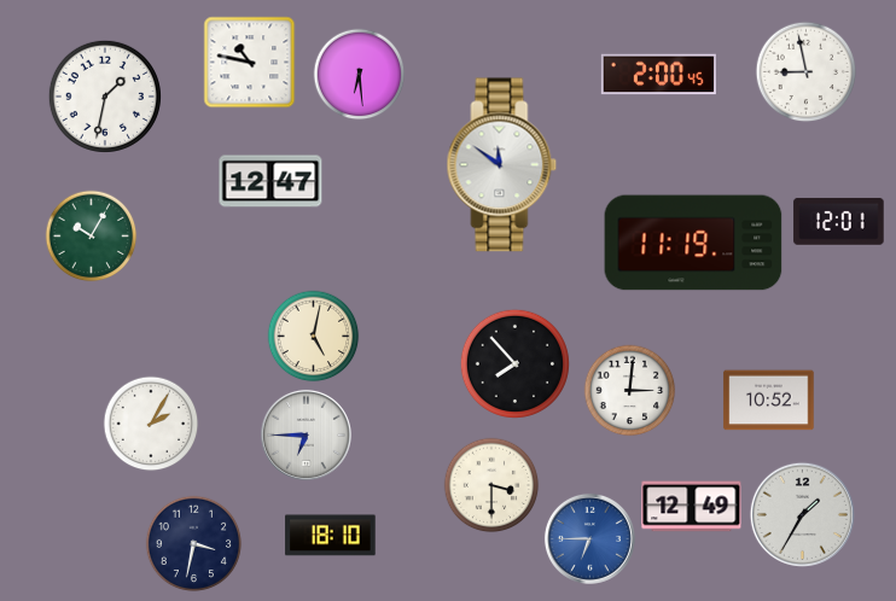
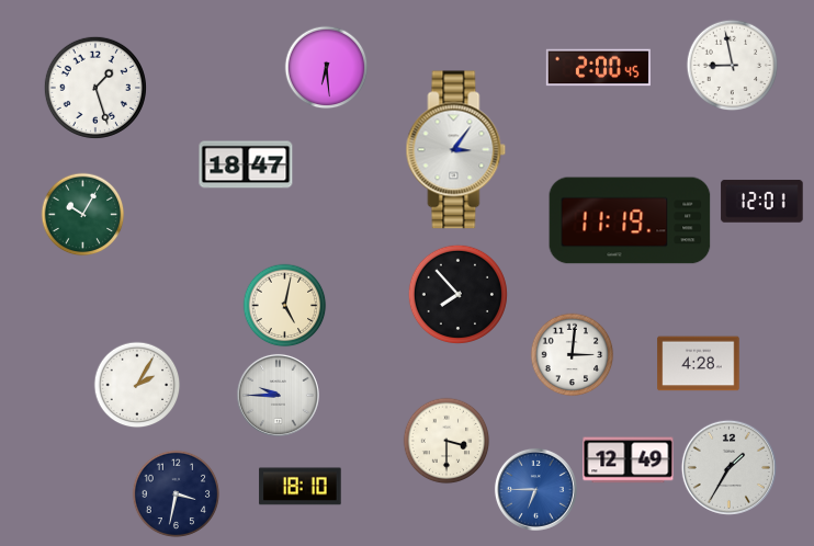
clock at (250, 63): 10:47 -> none
clock at (105, 97): 1:32 -> 1:27
clock at (502, 165): 11:51 -> 3:06
clock at (270, 181): 12:47 -> 18:47
clock at (514, 363) position: (514, 363) -> (457, 294)
clock at (769, 401): 10:52 -> 4:28
clock at (306, 434): 6:45 -> 9:45
